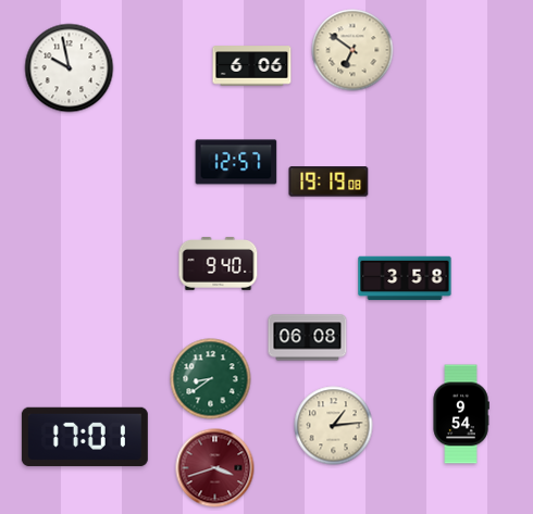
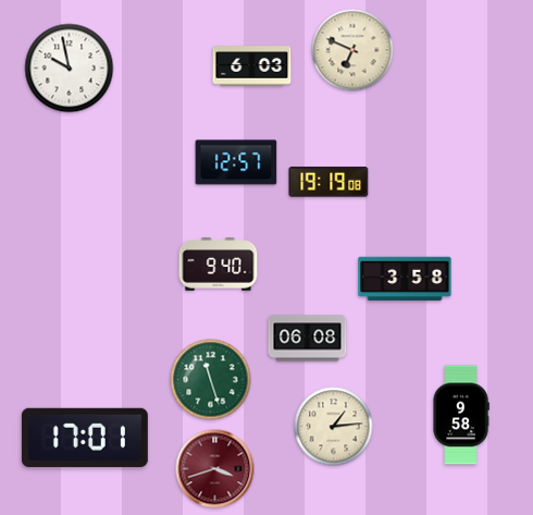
clock at (352, 50): 6:51 -> 6:49
clock at (252, 66): 6:06 -> 6:03
clock at (211, 379): 8:39 -> 11:27
clock at (461, 414): 9:54 -> 9:58
